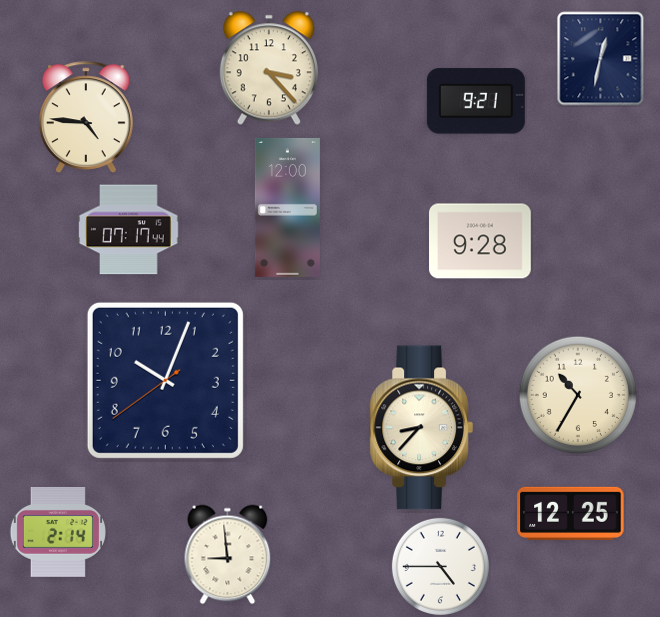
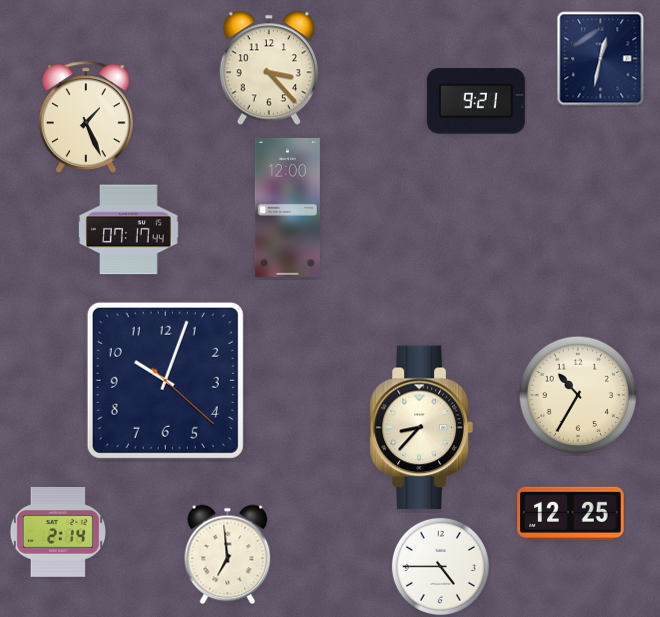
clock at (86, 117): 4:46 -> 1:26
clock at (481, 241): 9:28 -> none
clock at (165, 380): 10:03:39 -> 10:03:22
clock at (228, 555): 8:59 -> 6:59
